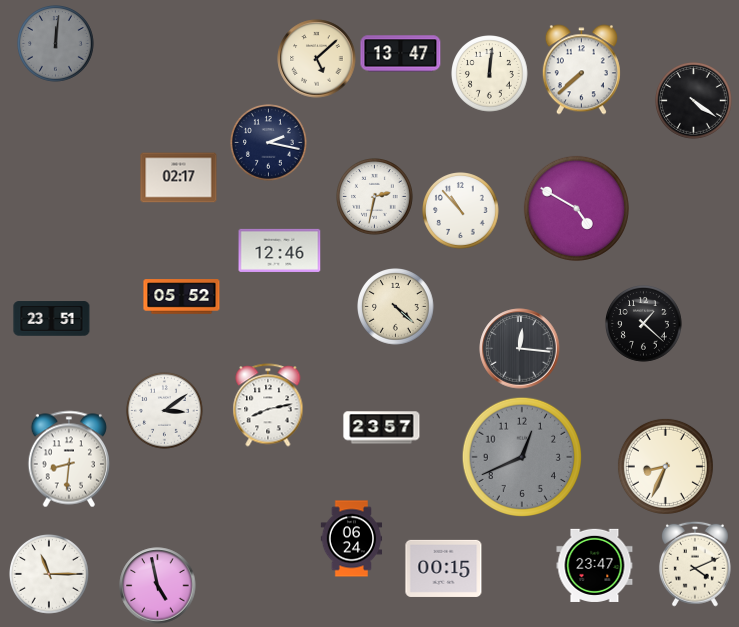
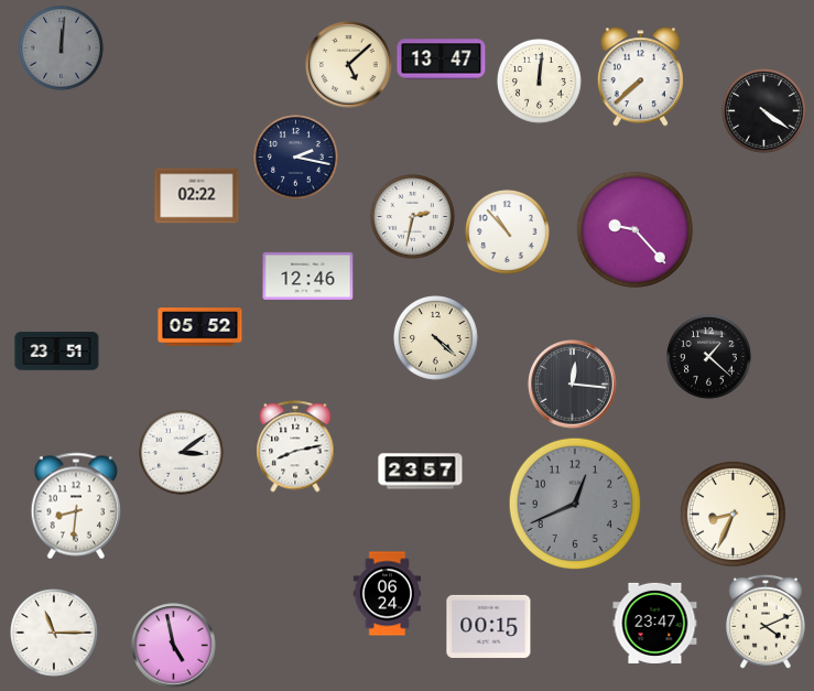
clock at (179, 178): 02:17 -> 02:22
clock at (576, 208): 4:50 -> 9:23
